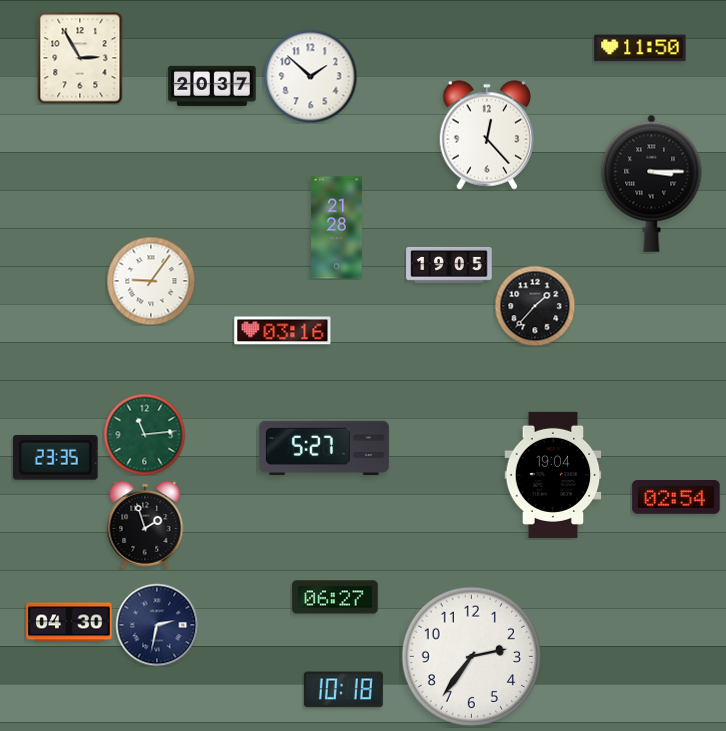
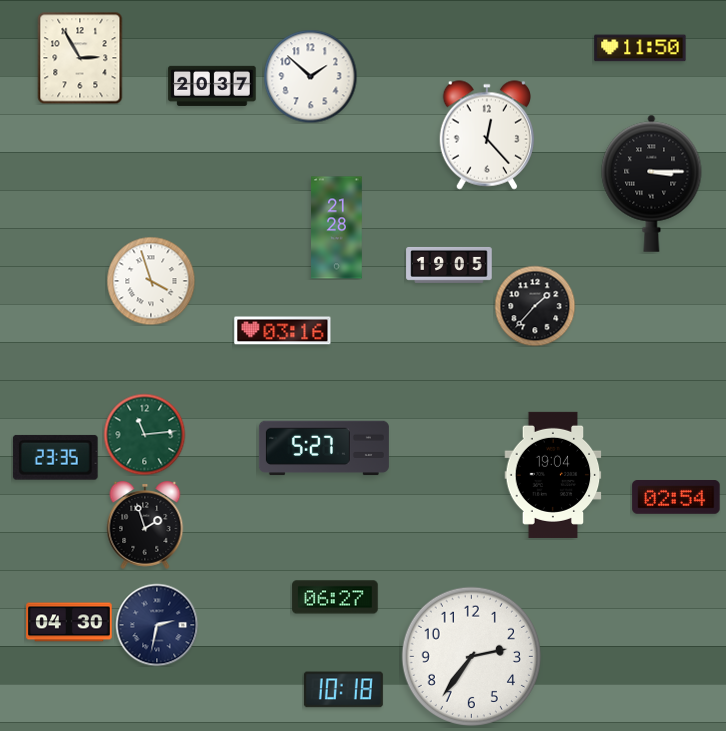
clock at (151, 281): 9:06 -> 3:57
